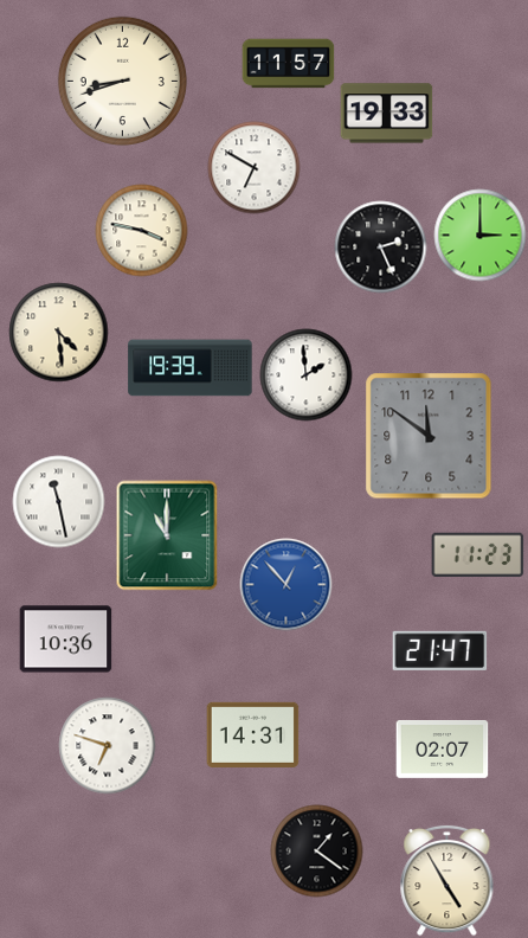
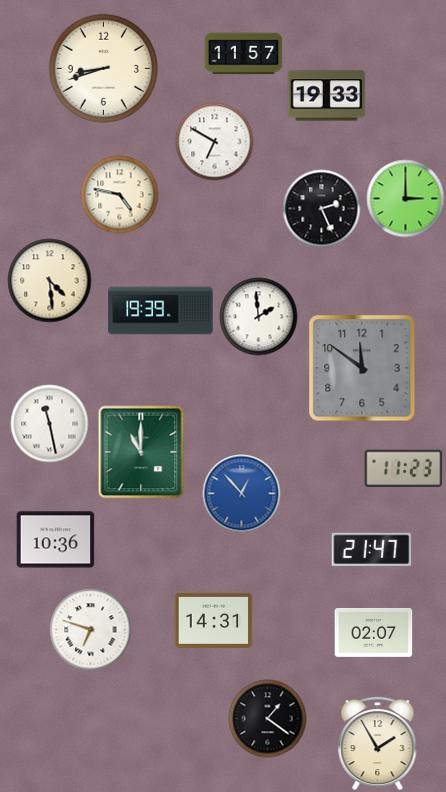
clock at (141, 230): 3:47 -> 4:47
clock at (447, 880): 4:55 -> 1:55
